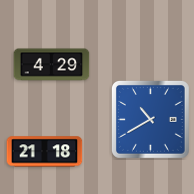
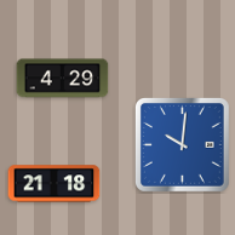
clock at (151, 120): 10:40 -> 10:01
